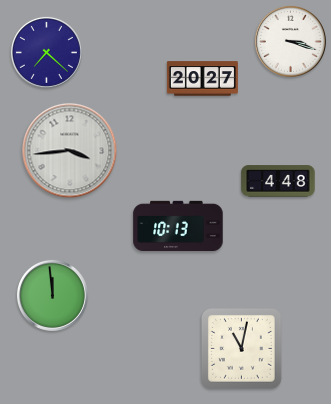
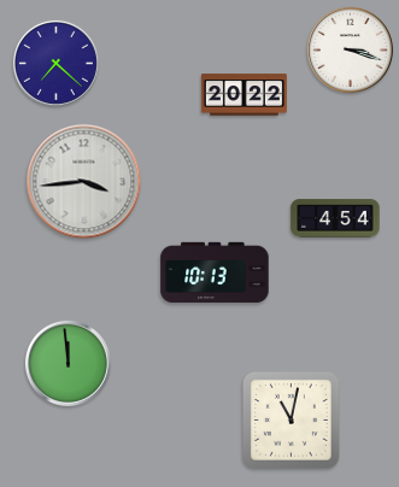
clock at (202, 79): 20:27 -> 20:22
clock at (278, 181): 4:48 -> 4:54
clock at (52, 295) position: (52, 295) -> (68, 363)
